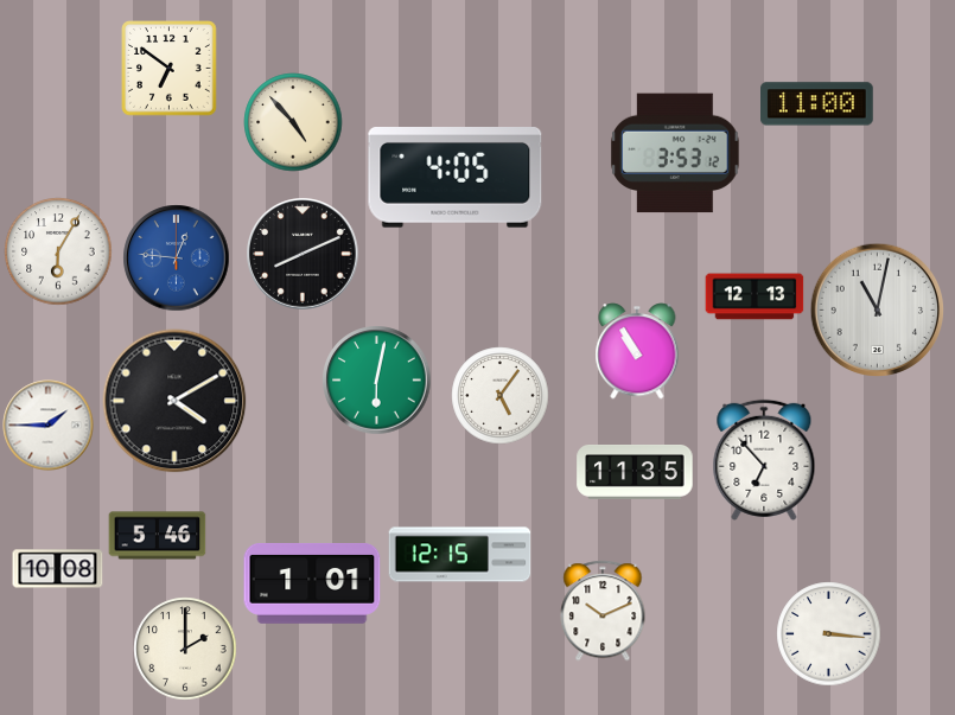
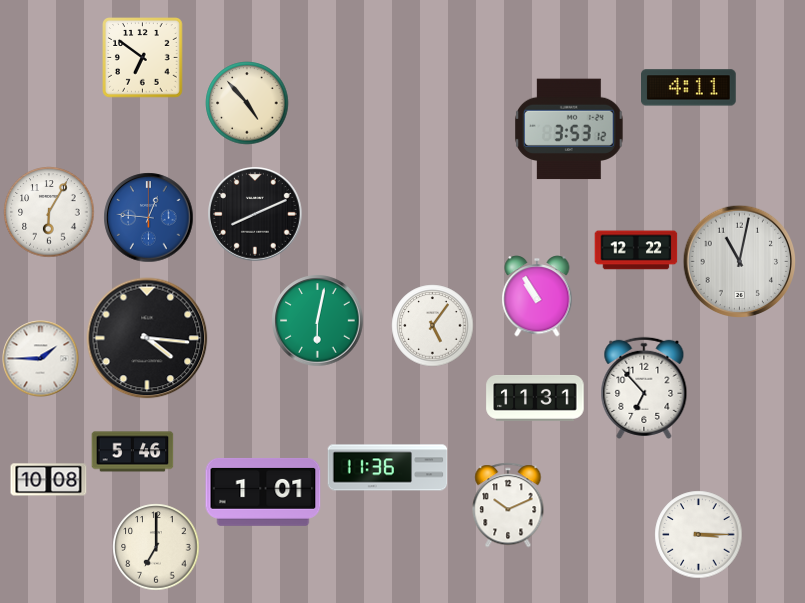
clock at (817, 104): 11:00 -> 4:11
clock at (456, 178): 4:05 -> none
clock at (755, 296): 12:13 -> 12:22
clock at (501, 396) position: (501, 396) -> (433, 326)
clock at (174, 401): 4:10 -> 4:16
clock at (635, 473): 11:35 -> 11:31
clock at (460, 555): 12:15 -> 11:36
clock at (603, 611) position: (603, 611) -> (508, 505)
clock at (829, 634): 3:16 -> 3:15
clock at (185, 649): 2:00 -> 7:00
